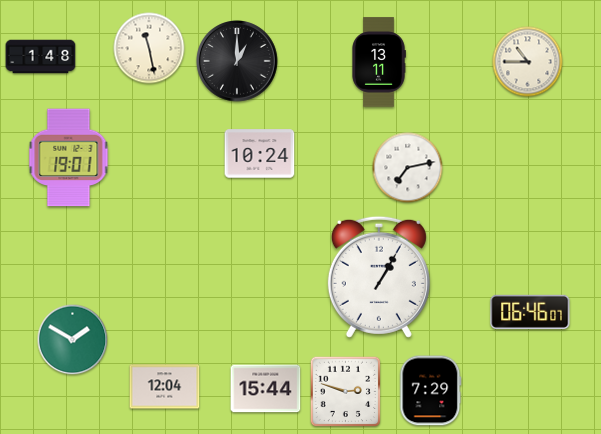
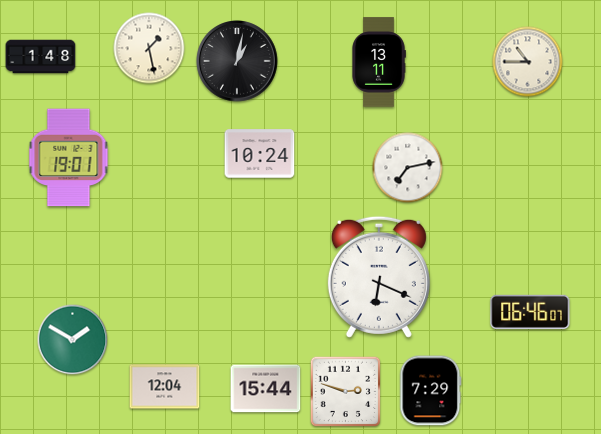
clock at (149, 48): 11:28 -> 1:28
clock at (238, 62): 1:00 -> 1:02
clock at (379, 277): 1:05 -> 6:19
